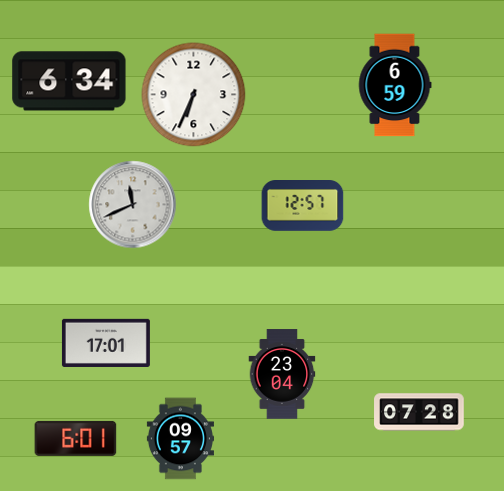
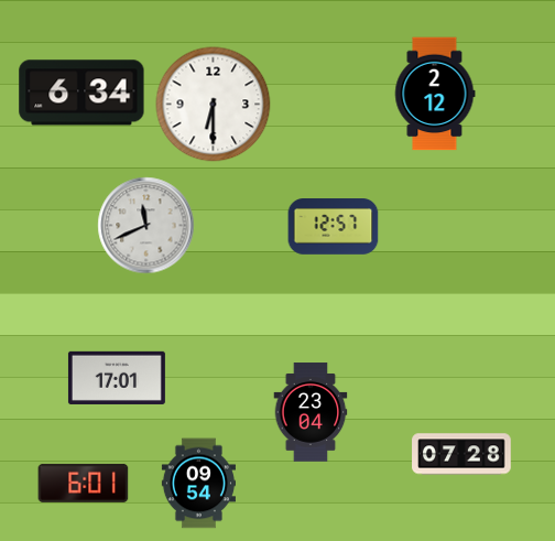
clock at (69, 81) position: (69, 81) -> (81, 93)
clock at (395, 85): 6:59 -> 2:12
clock at (194, 95): 6:34 -> 6:30
clock at (180, 439): 09:57 -> 09:54
